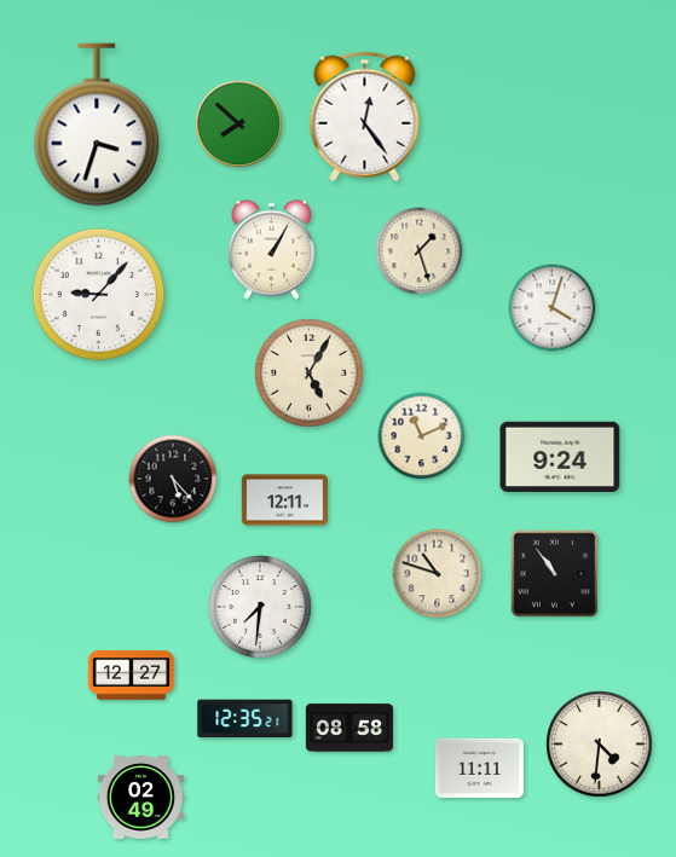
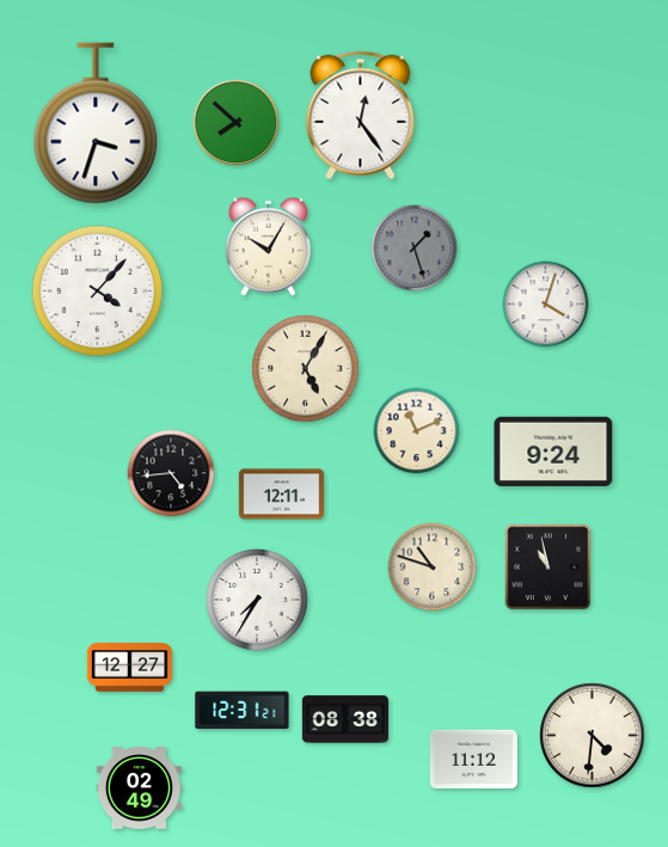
clock at (271, 249): 1:05 -> 10:05
clock at (420, 251) dial: cream -> grey
clock at (99, 295): 9:07 -> 4:07
clock at (173, 479): 5:23 -> 4:44
clock at (555, 574): 10:54 -> 10:58
clock at (261, 608): 7:31 -> 7:35
clock at (245, 719): 12:35 -> 12:31
clock at (349, 728): 08:58 -> 08:38
clock at (479, 768): 11:11 -> 11:12
